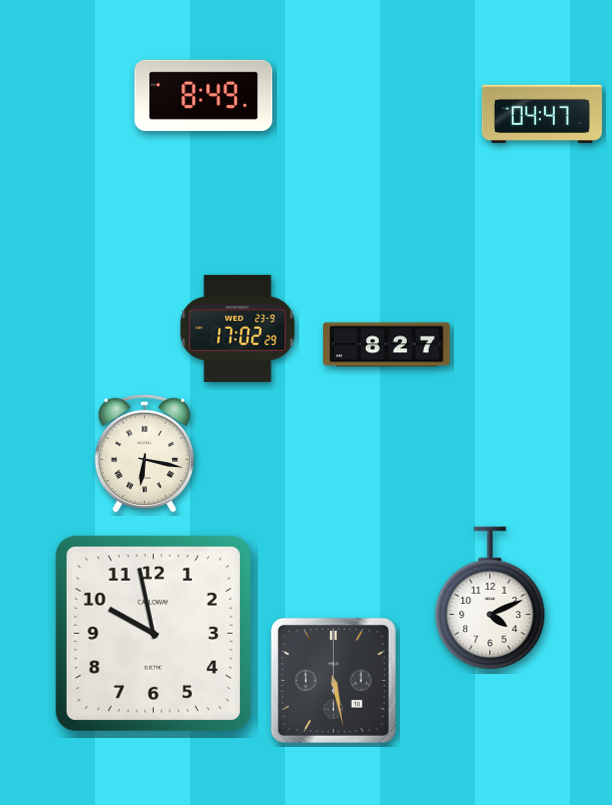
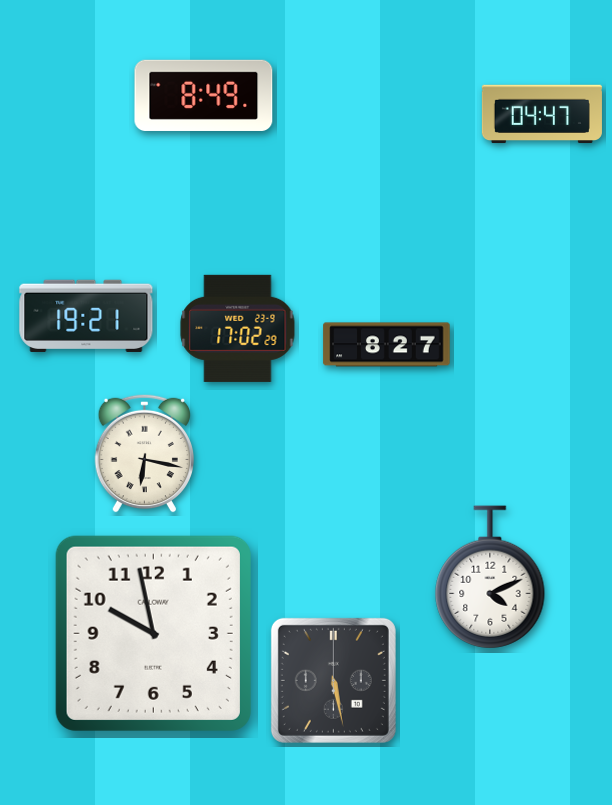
clock at (86, 315): none -> 19:21
clock at (490, 598) position: (490, 598) -> (490, 577)
